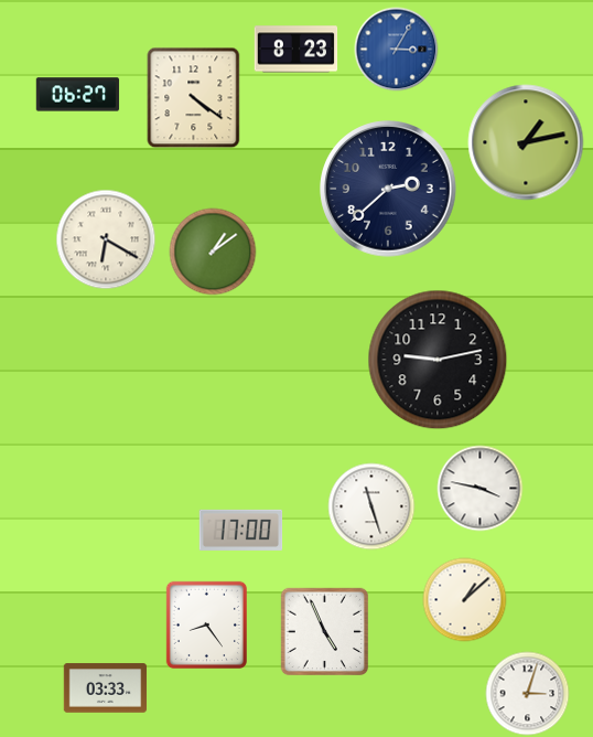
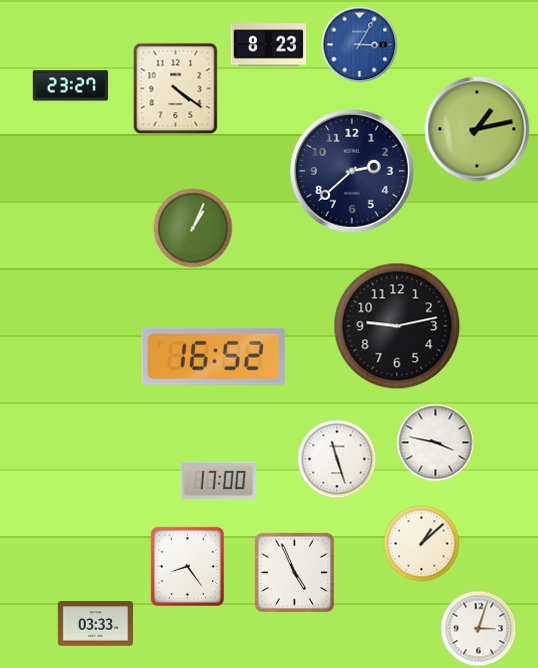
clock at (78, 95): 06:27 -> 23:27
clock at (106, 239): 6:20 -> none
clock at (213, 252): 1:09 -> 1:04
clock at (213, 356): none -> 16:52
